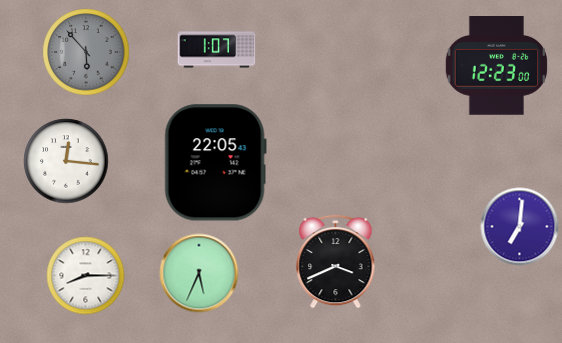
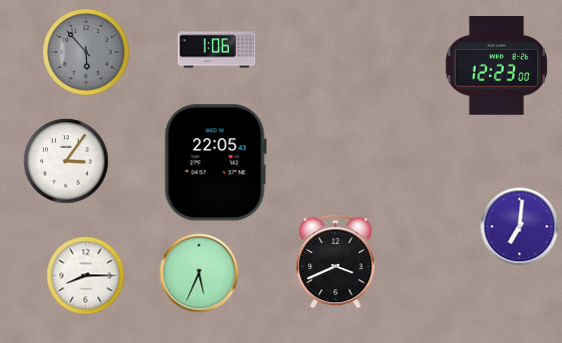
clock at (216, 50): 1:07 -> 1:06
clock at (66, 161): 12:16 -> 3:06
